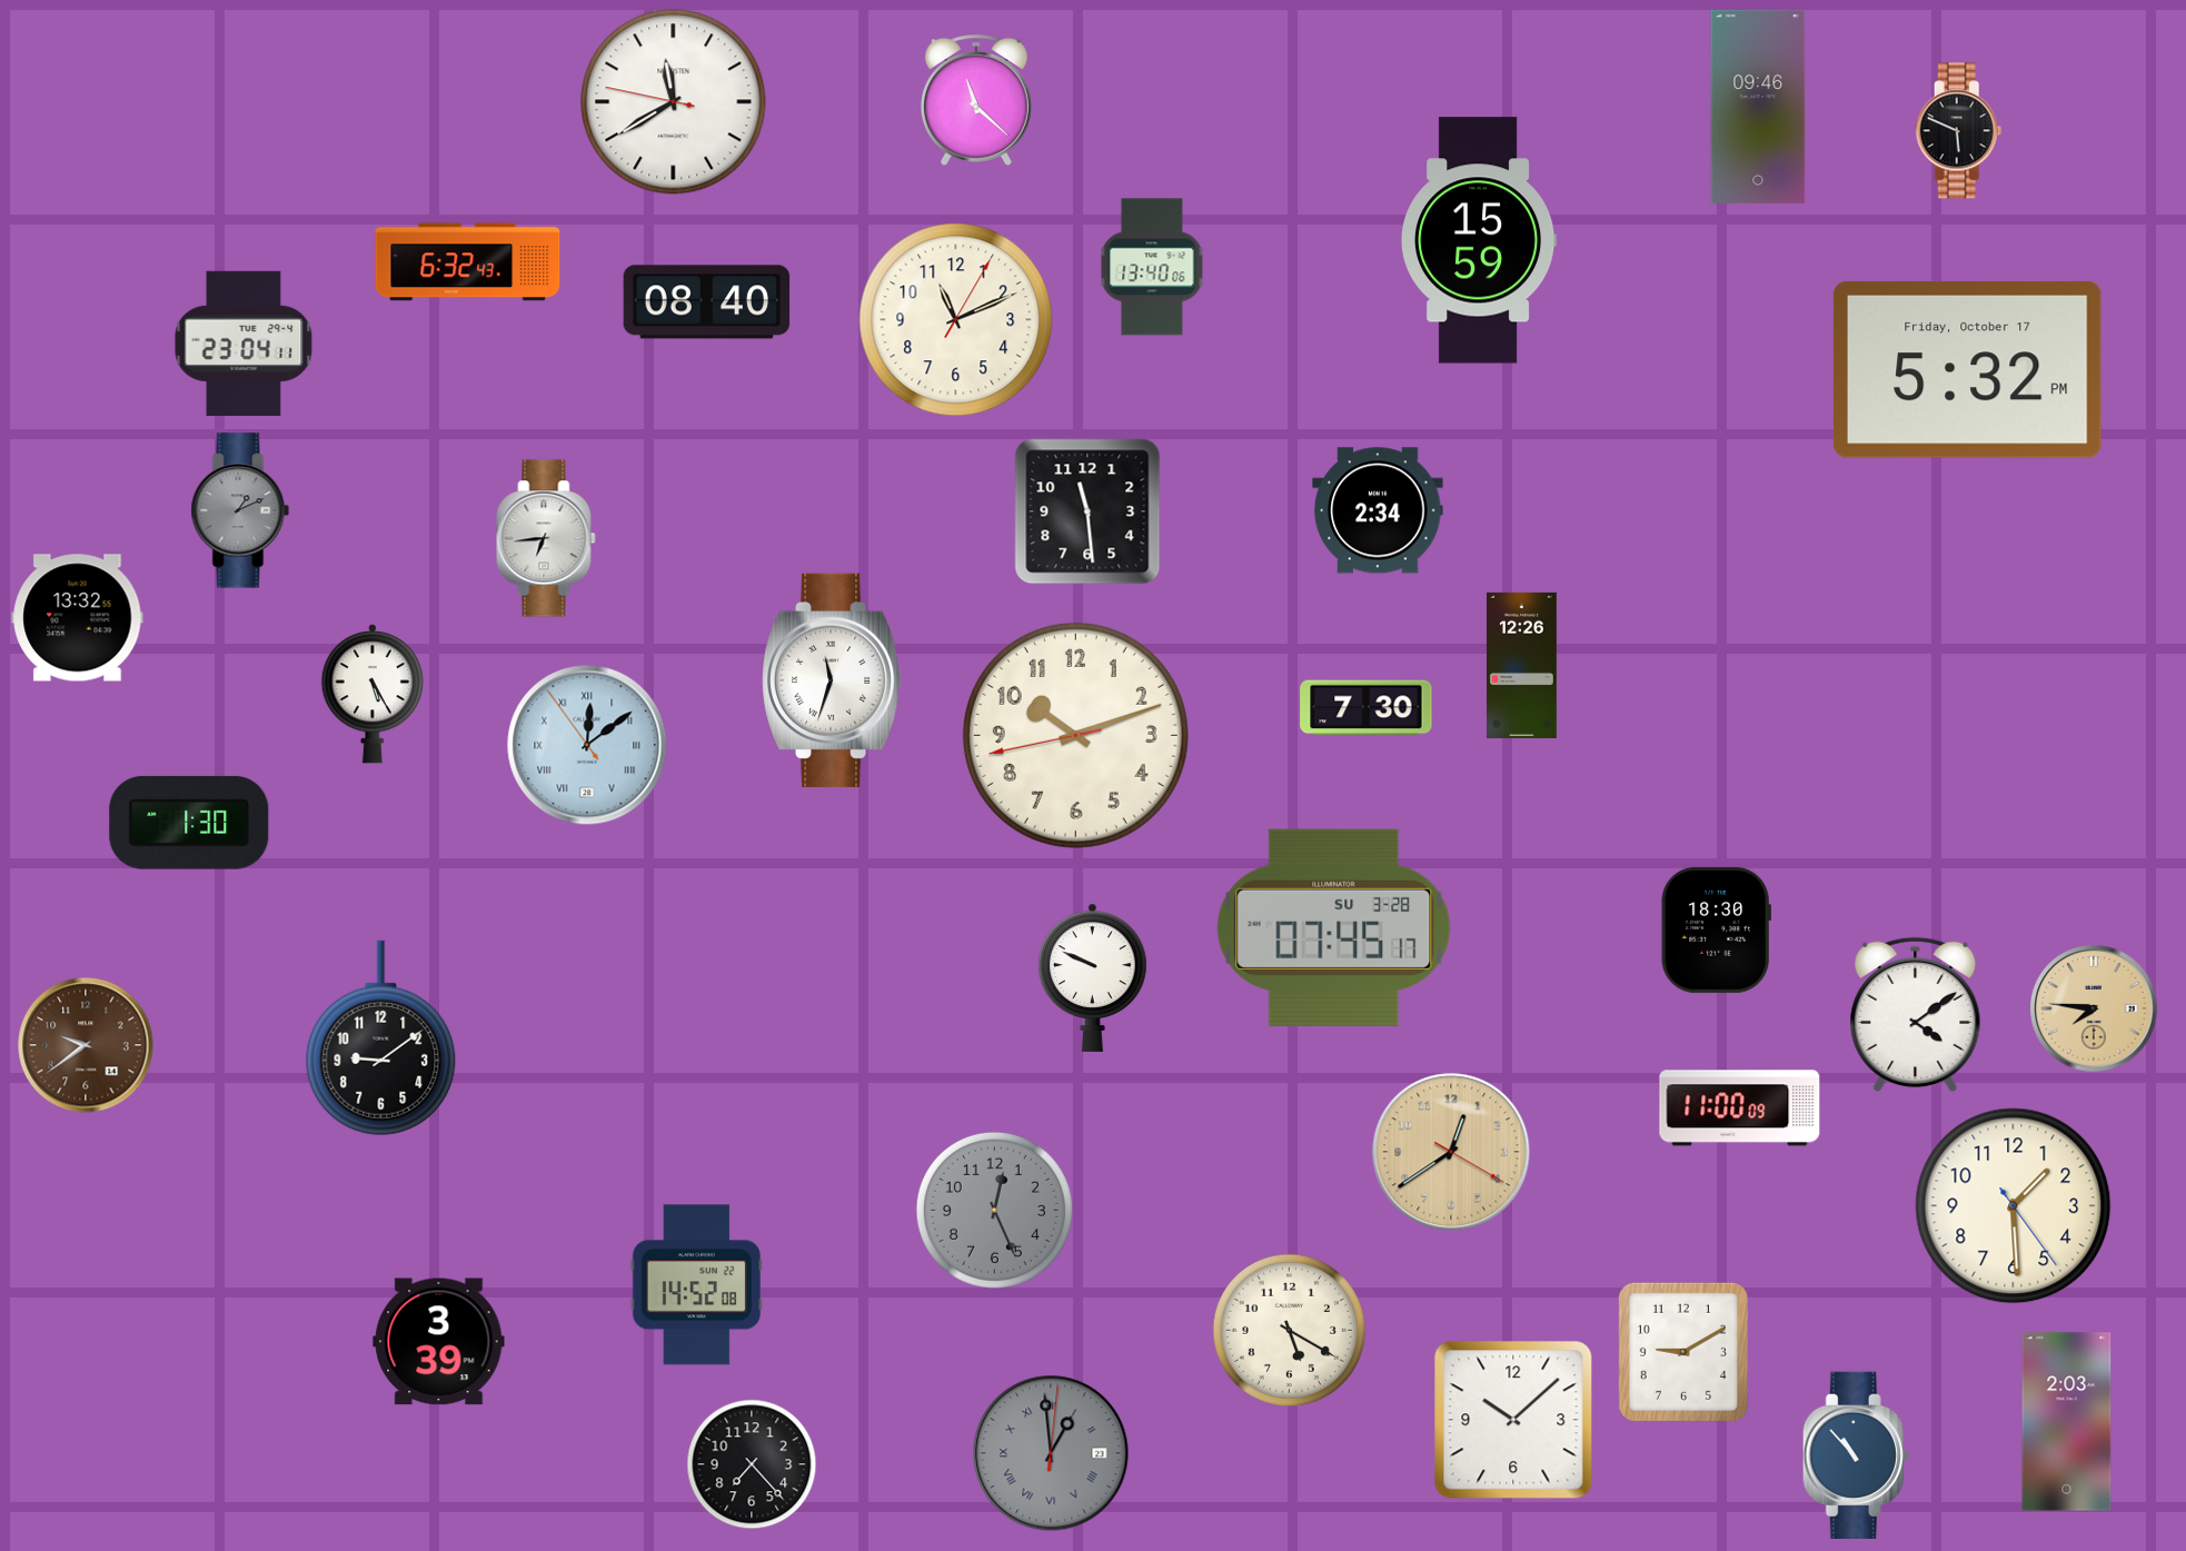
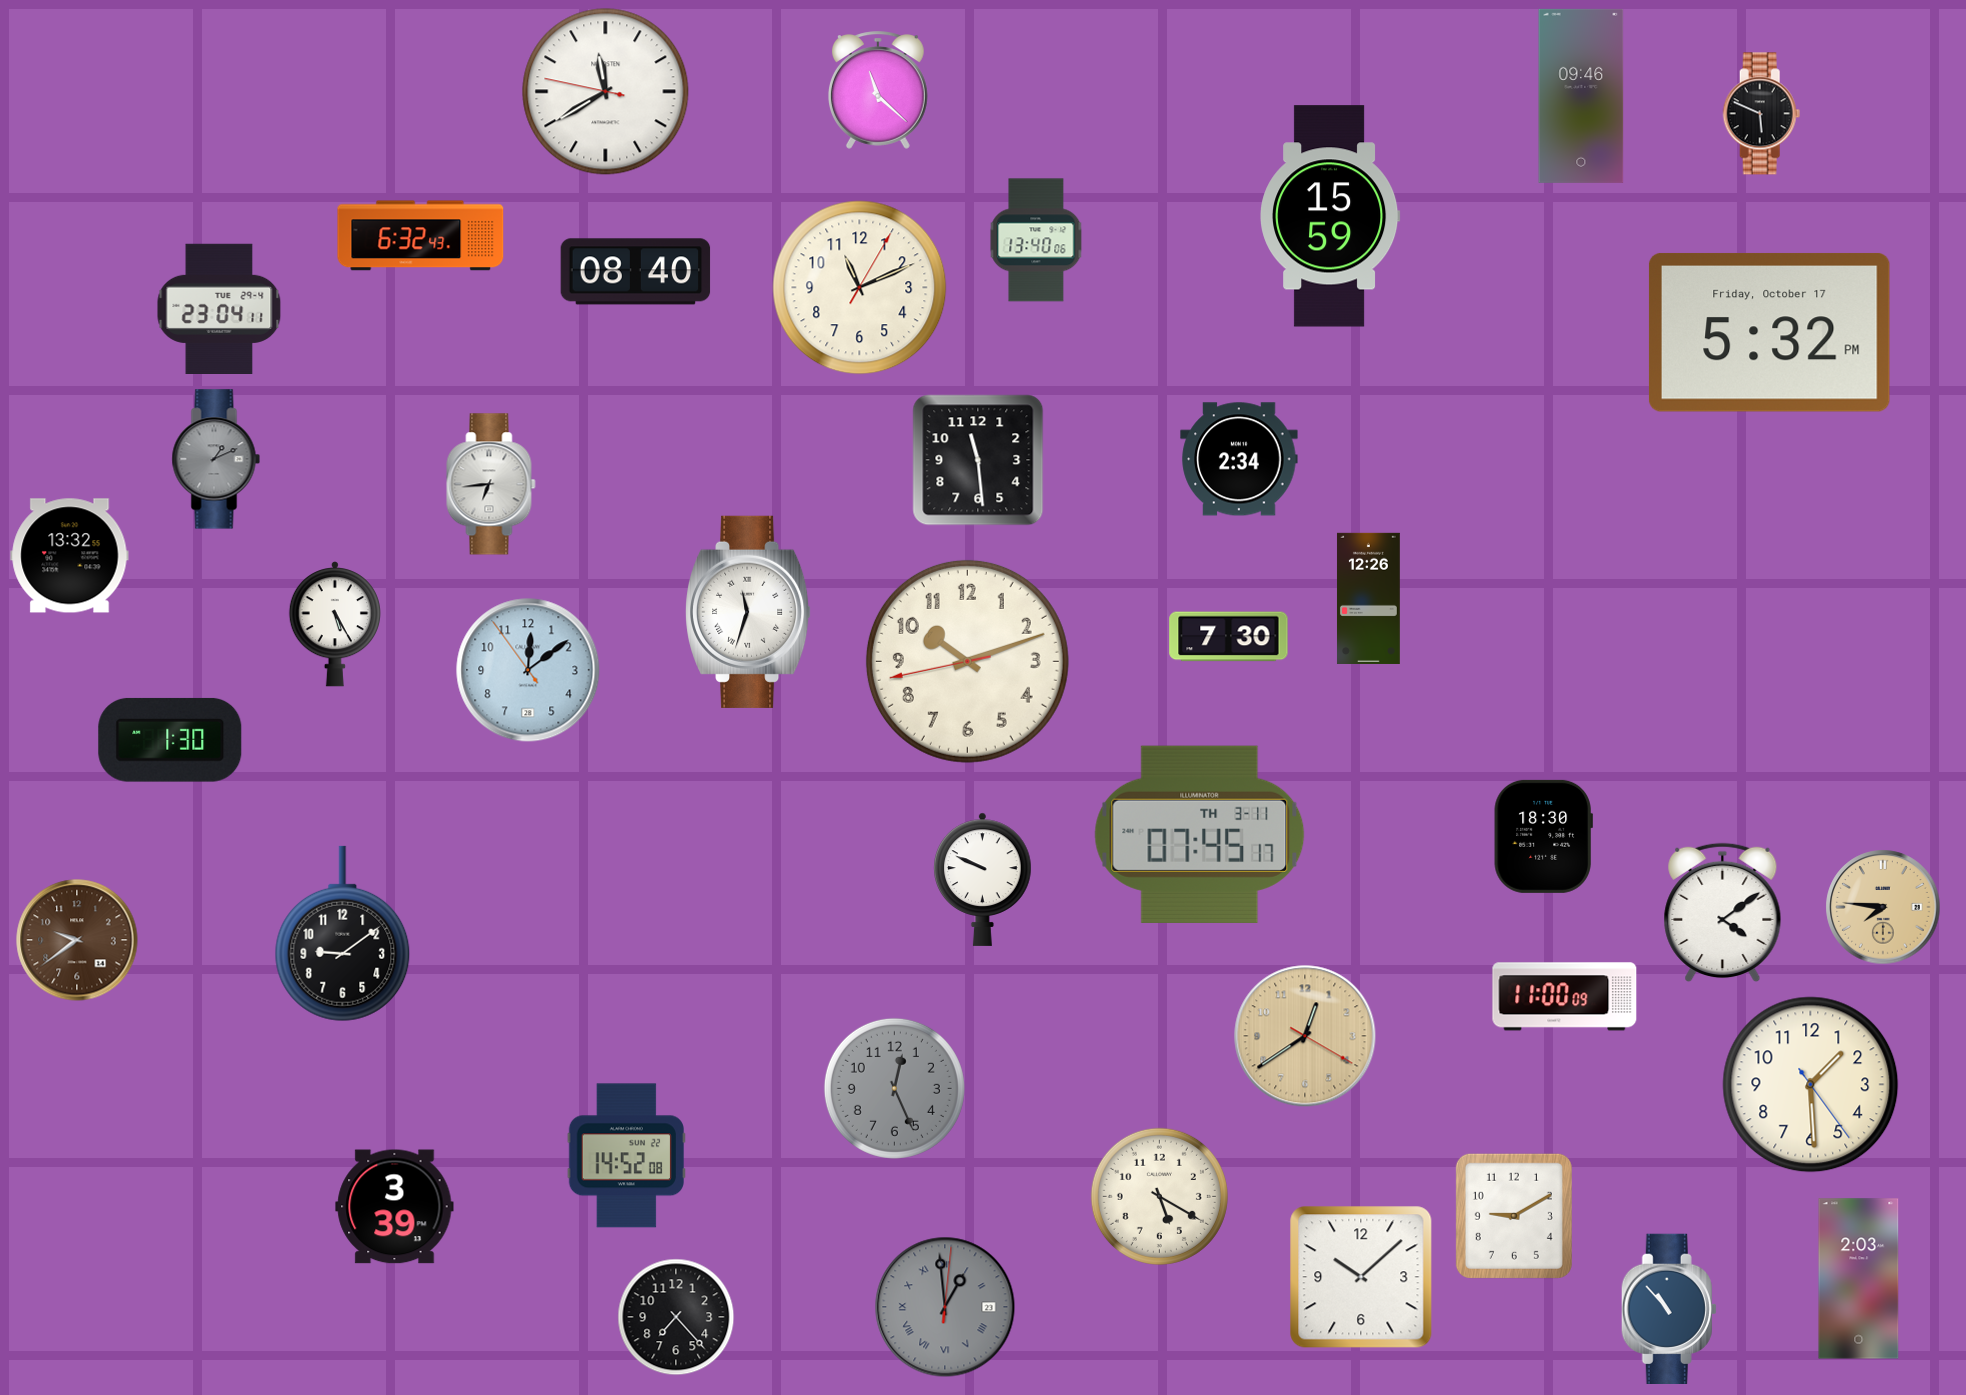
clock at (1959, 131) position: (1959, 131) -> (1762, 114)
clock at (587, 745) numerals: Roman -> Arabic
clock at (1334, 927) date: SU 3-28 -> TH 3-11
